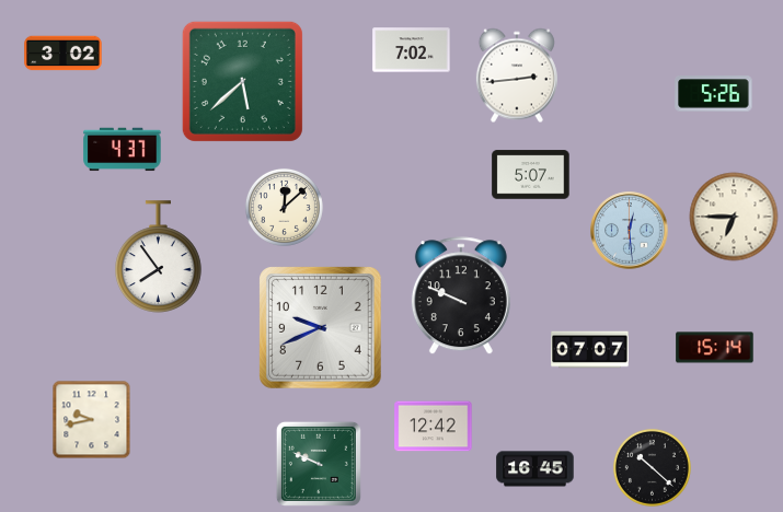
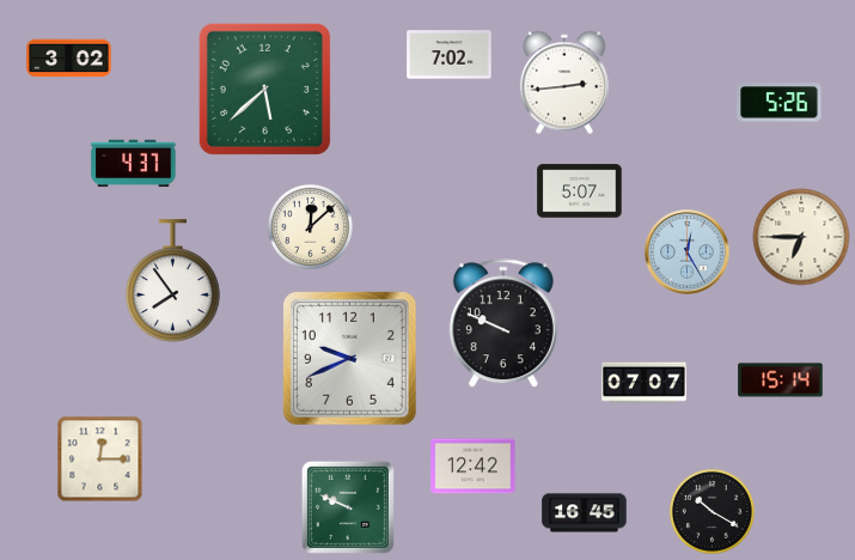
clock at (630, 231): 12:29 -> 12:25
clock at (92, 420): 9:43 -> 12:15
clock at (652, 467): 10:22 -> 10:20
